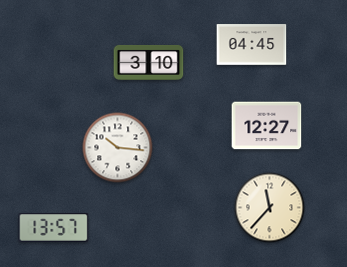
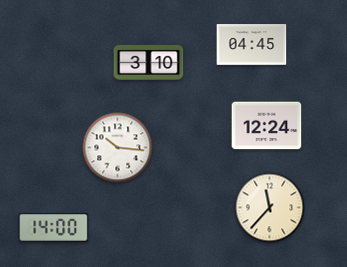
clock at (267, 126): 12:27 -> 12:24
clock at (54, 228): 13:57 -> 14:00
